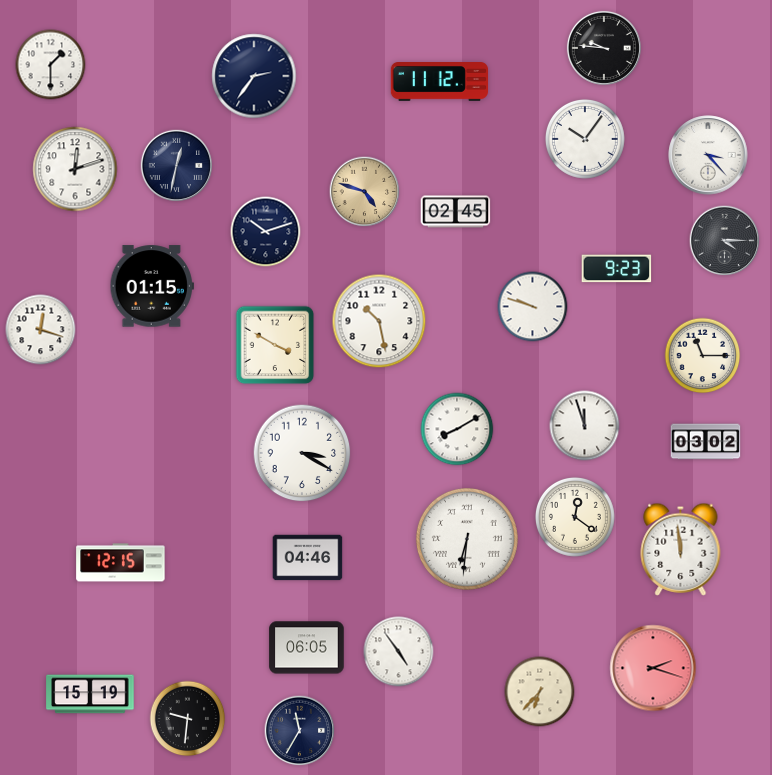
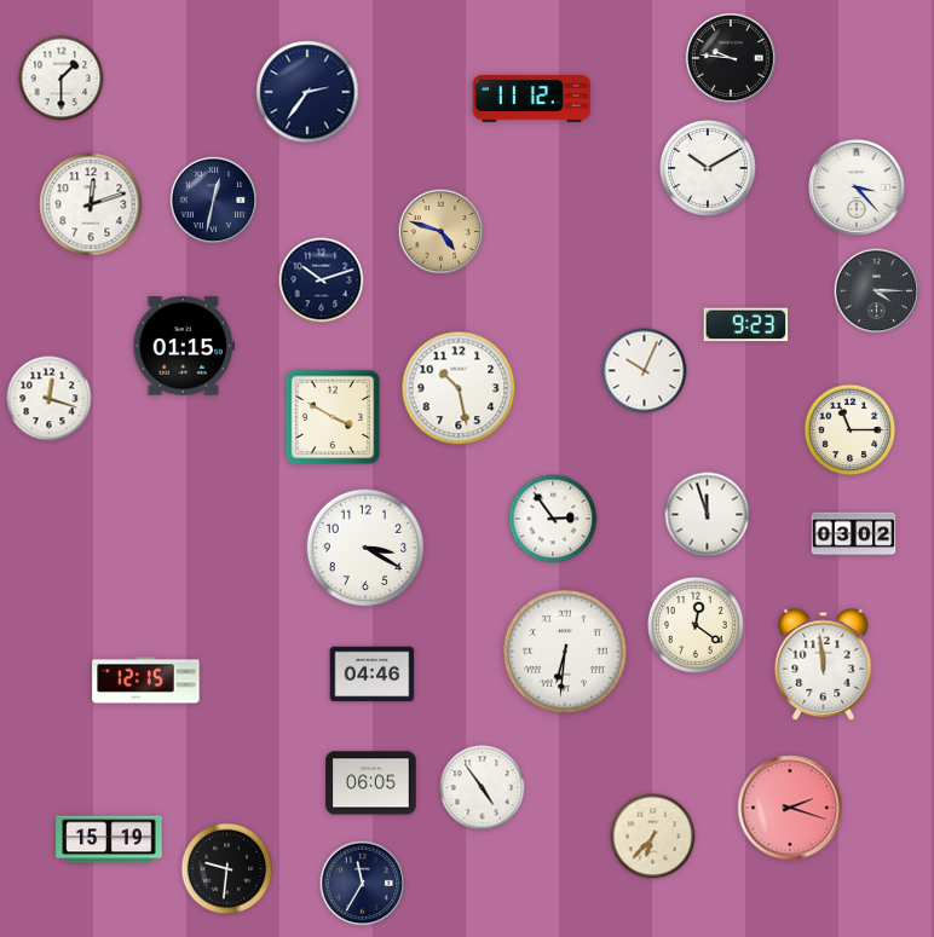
clock at (585, 139): 10:06 -> 10:10
clock at (456, 212): 02:45 -> none
clock at (533, 307): 9:48 -> 10:04
clock at (457, 429): 8:10 -> 2:54
